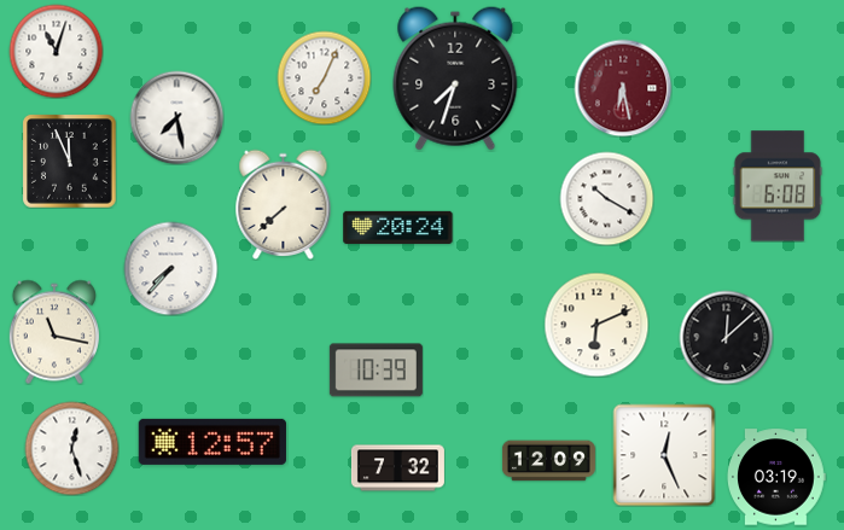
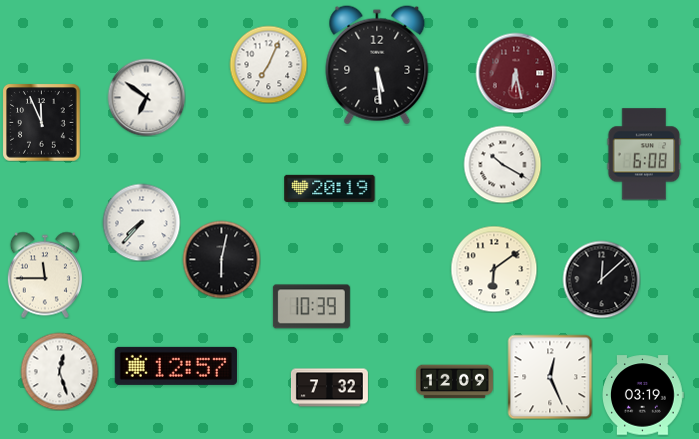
clock at (56, 51): 11:03 -> none
clock at (455, 78): 7:33 -> 5:29
clock at (176, 117): 7:28 -> 6:51
clock at (69, 161) position: (69, 161) -> (41, 122)
clock at (284, 204): 7:38 -> none
clock at (398, 227): 20:24 -> 20:19
clock at (221, 259): none -> 6:02
clock at (596, 325): 6:11 -> 6:09
clock at (54, 332): 11:17 -> 11:45
